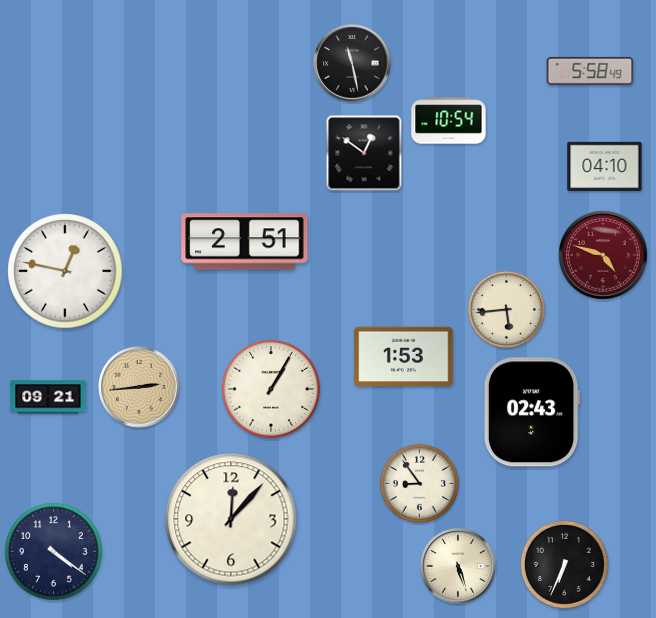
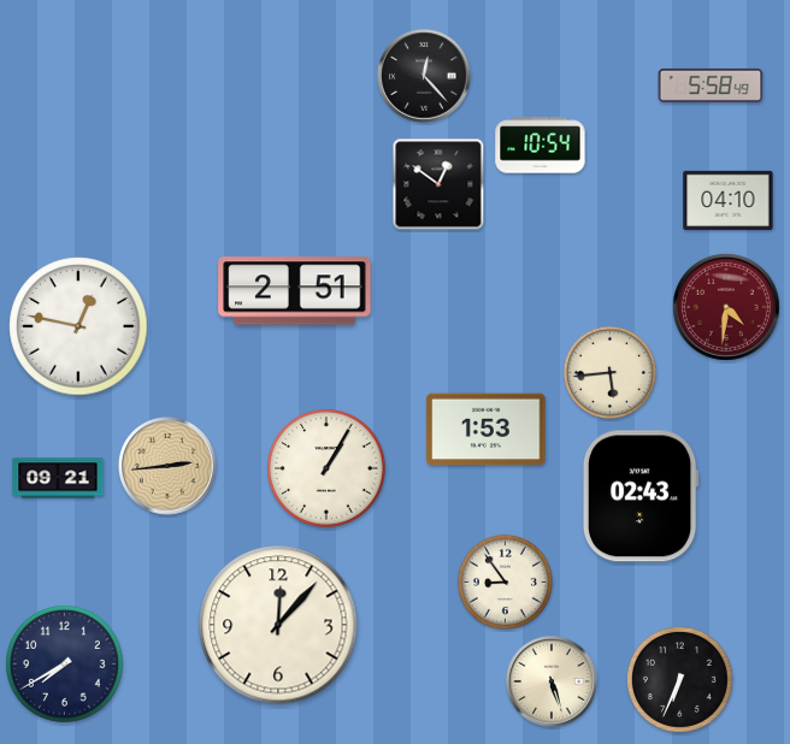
clock at (352, 63): 11:28 -> 12:23
clock at (603, 255): 4:48 -> 4:31
clock at (54, 552): 4:21 -> 7:40
